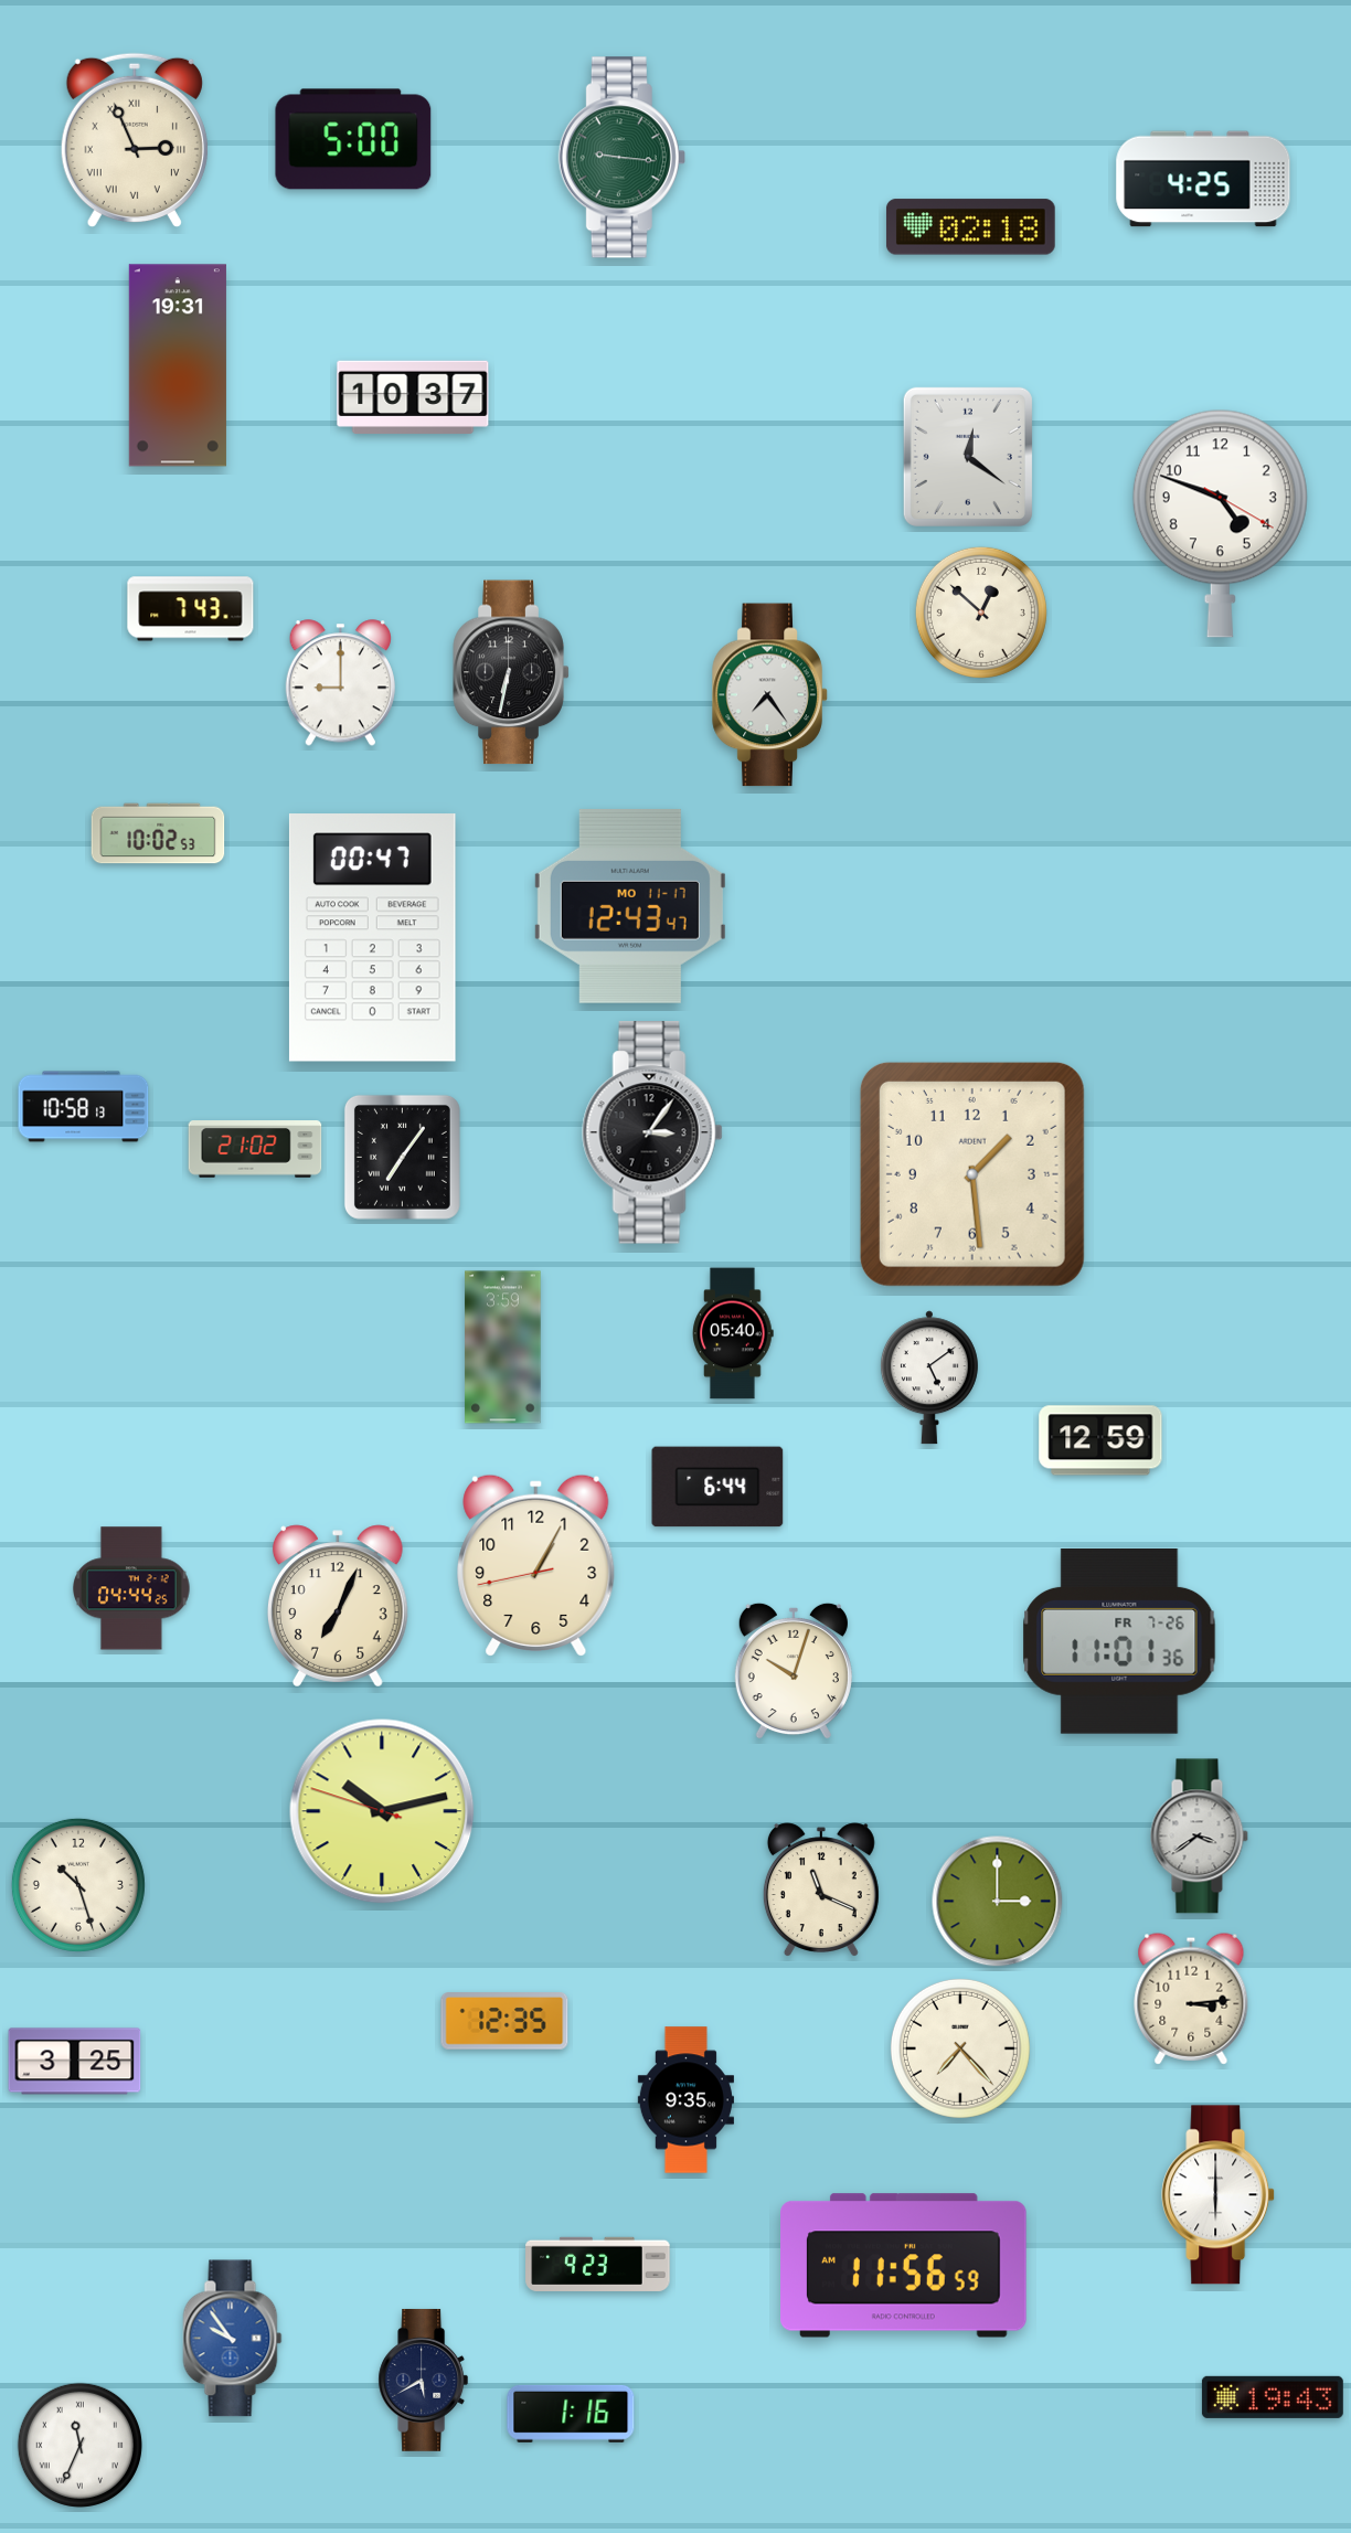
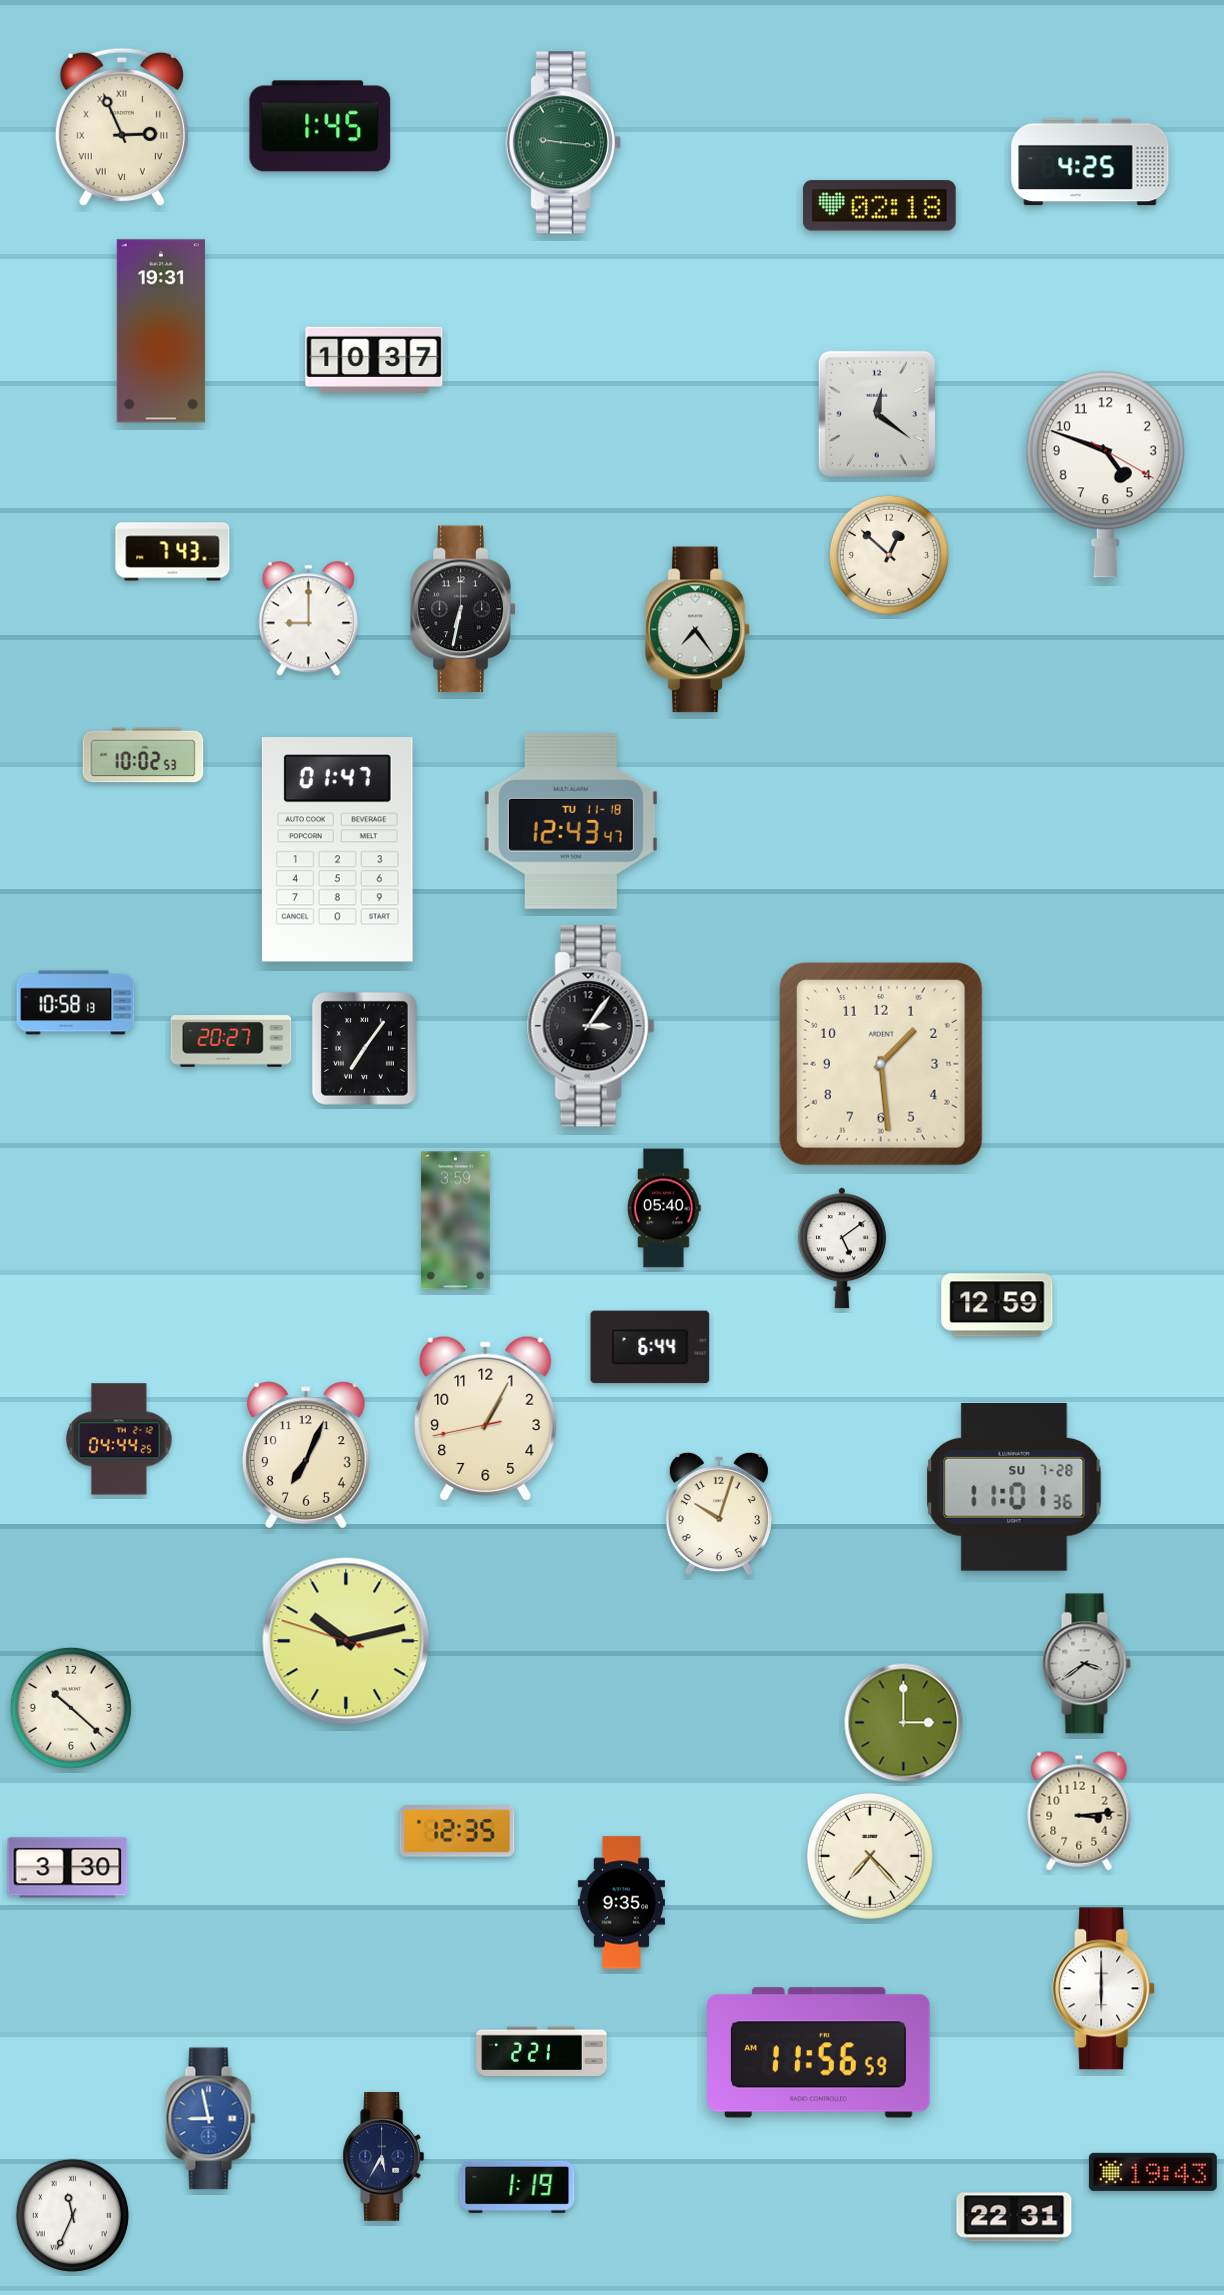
clock at (353, 139): 5:00 -> 1:45
clock at (630, 906) date: MO 11-17 -> TU 11-18
clock at (372, 938): 00:47 -> 01:47
clock at (255, 1149): 21:02 -> 20:27
clock at (1119, 1642) date: FR 7-26 -> SU 7-28
clock at (78, 1885): 10:27 -> 10:22
clock at (821, 1890): 11:19 -> none
clock at (75, 2062): 3:25 -> 3:30
clock at (598, 2264): 9:23 -> 2:21
clock at (233, 2339): 9:54 -> 8:58
clock at (424, 2380): 5:40 -> 5:35
clock at (571, 2414): 1:16 -> 1:19
clock at (1014, 2217): none -> 22:31
